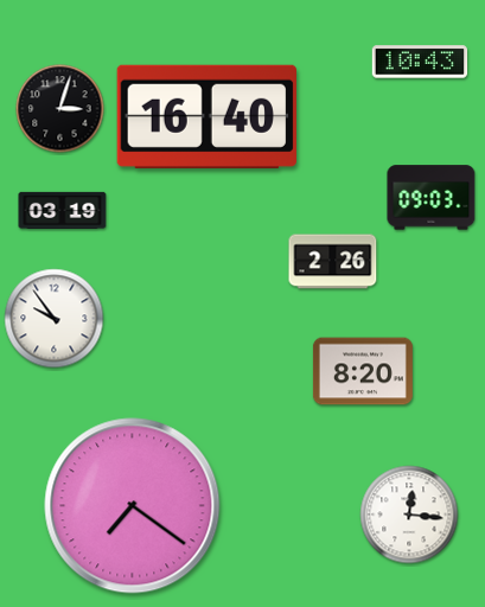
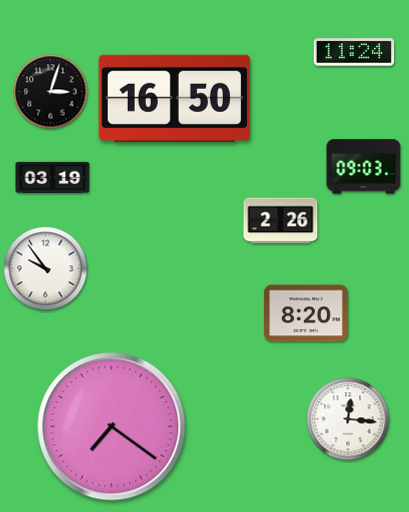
clock at (420, 62): 10:43 -> 11:24
clock at (206, 116): 16:40 -> 16:50
clock at (409, 515) position: (409, 515) -> (348, 419)
